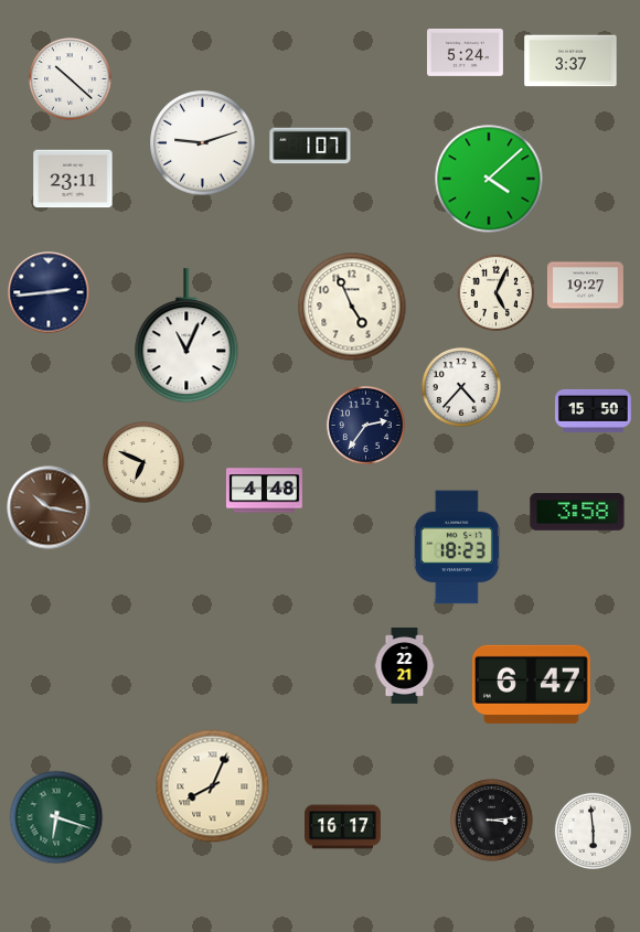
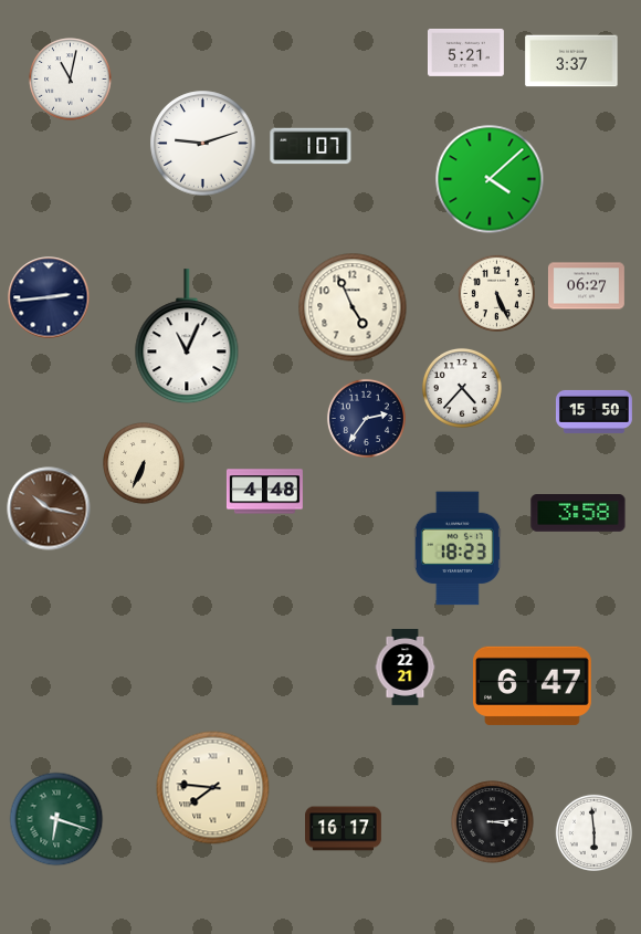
clock at (465, 52): 5:24 -> 5:21
clock at (71, 79): 10:22 -> 11:02
clock at (73, 179): 23:11 -> none
clock at (585, 286): 19:27 -> 06:27
clock at (49, 292) position: (49, 292) -> (49, 297)
clock at (495, 292): 5:04 -> 5:26
clock at (365, 425) position: (365, 425) -> (366, 418)
clock at (143, 462): 6:49 -> 6:34
clock at (213, 786): 8:04 -> 7:46
